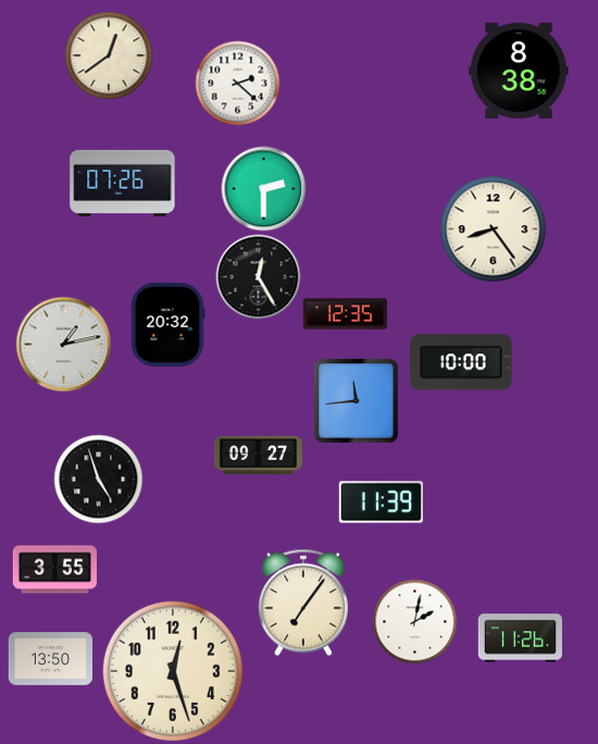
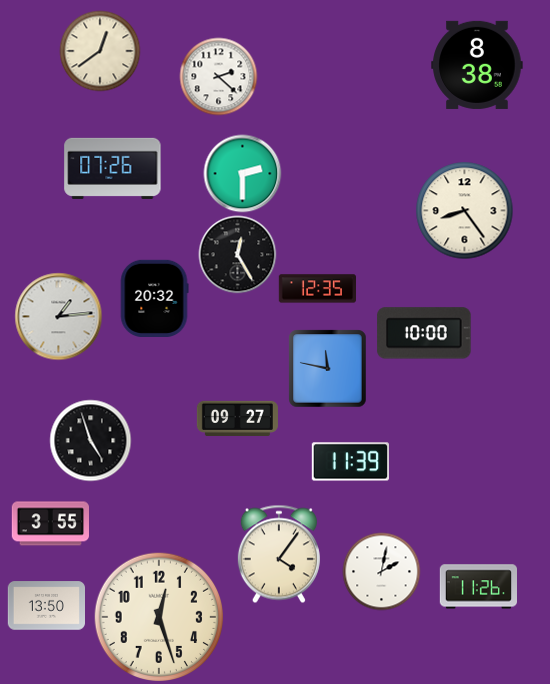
clock at (493, 228) position: (493, 228) -> (464, 210)
clock at (63, 344): 1:13 -> 1:14
clock at (356, 400): 11:44 -> 11:47
clock at (303, 603): 7:06 -> 4:06
